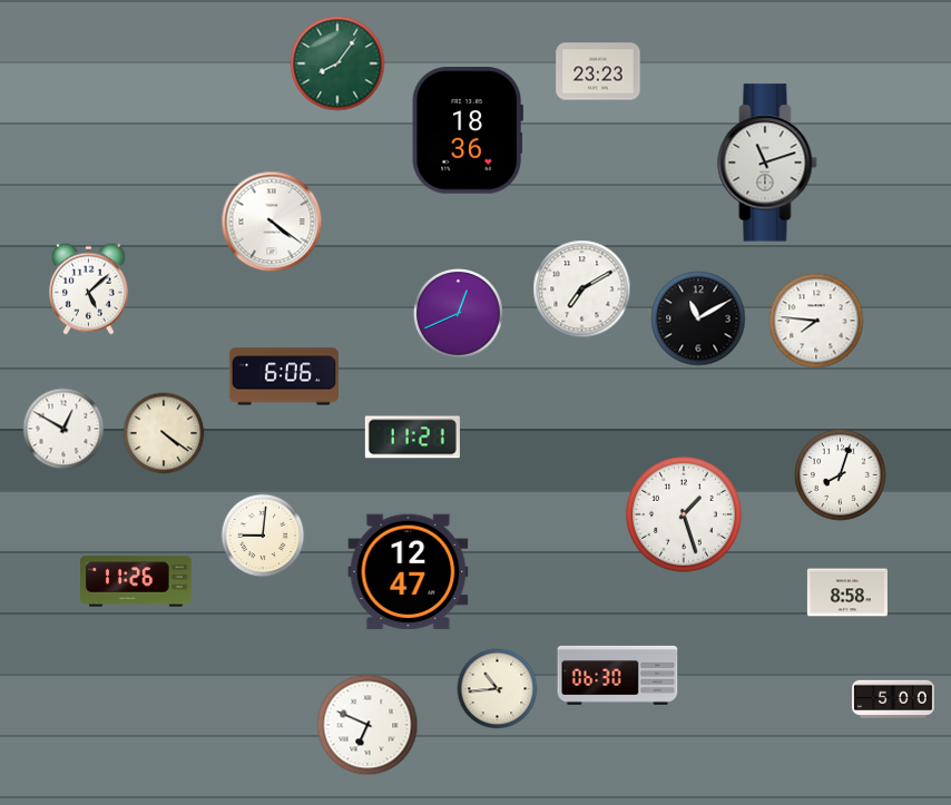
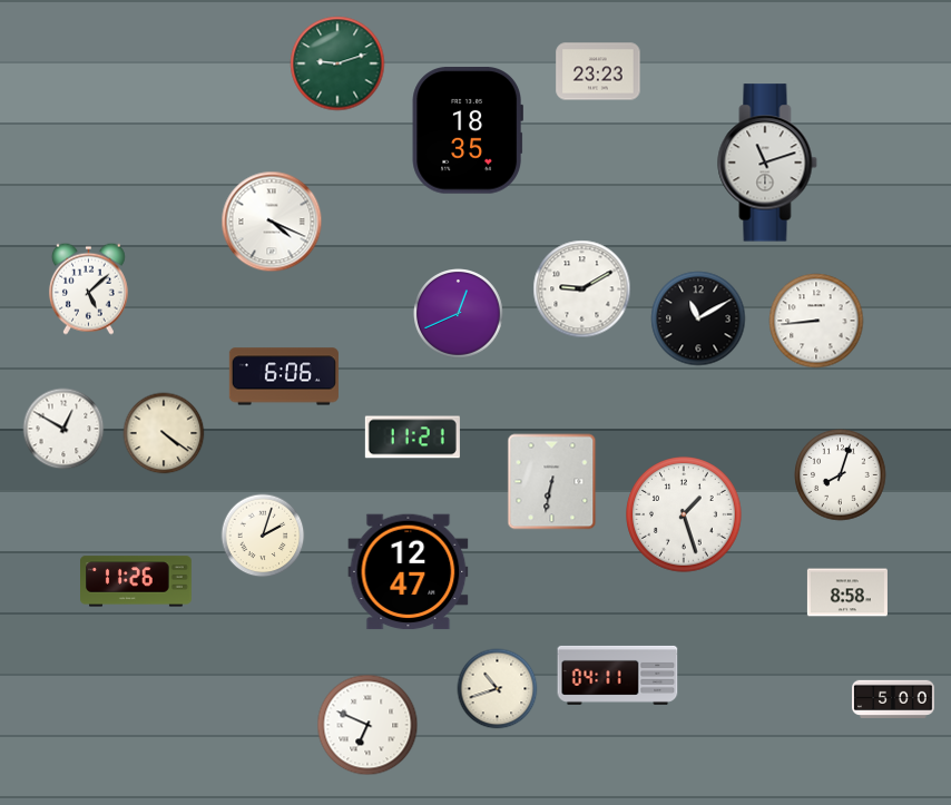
clock at (337, 63): 8:06 -> 9:12
clock at (467, 131): 18:36 -> 18:35
clock at (272, 222): 4:21 -> 4:19
clock at (582, 289): 7:10 -> 9:10
clock at (816, 321): 7:46 -> 8:44
clock at (552, 482): none -> 6:32
clock at (263, 536): 9:01 -> 2:03
clock at (618, 675): 06:30 -> 04:11
clock at (498, 689): 10:44 -> 10:42
